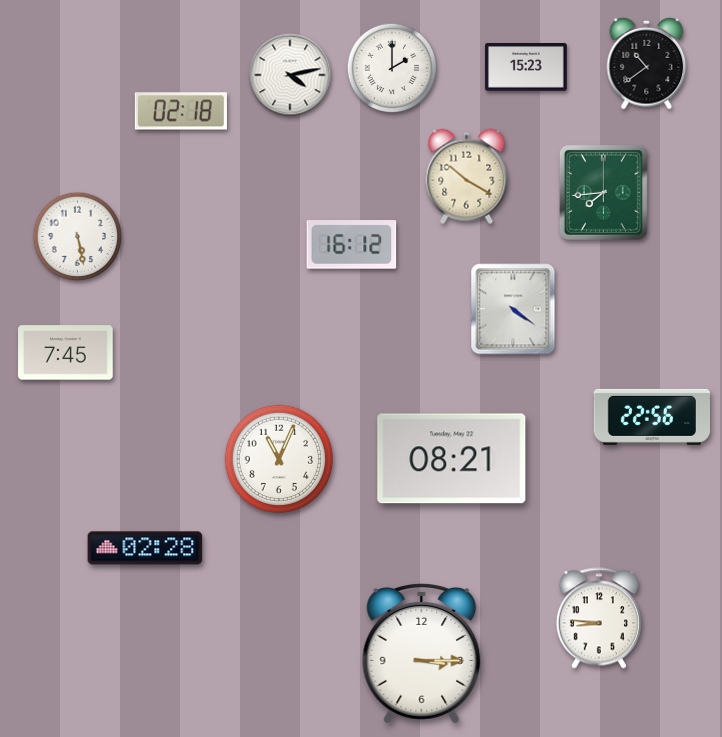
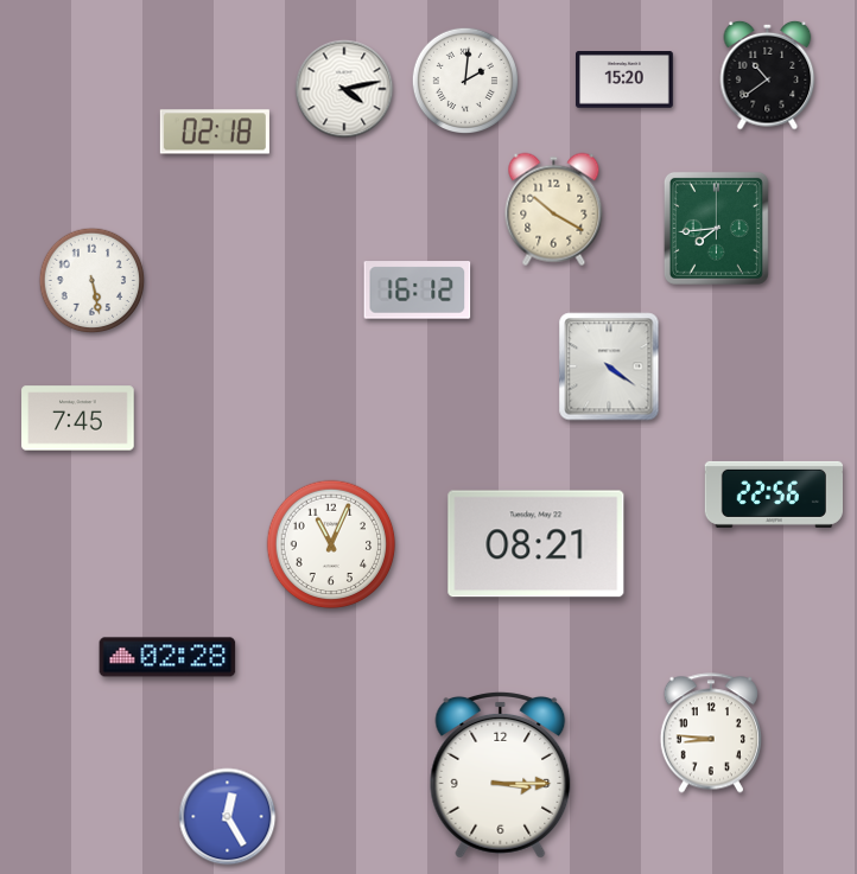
clock at (391, 67): 2:00 -> 2:01
clock at (527, 68): 15:23 -> 15:20
clock at (145, 548) position: (145, 548) -> (167, 657)
clock at (228, 817): none -> 12:25
